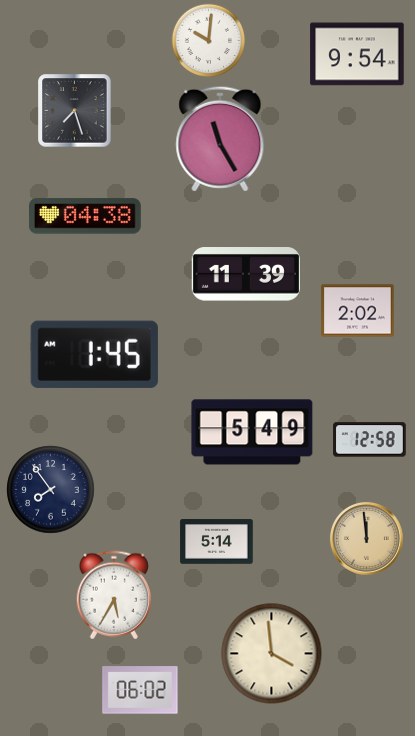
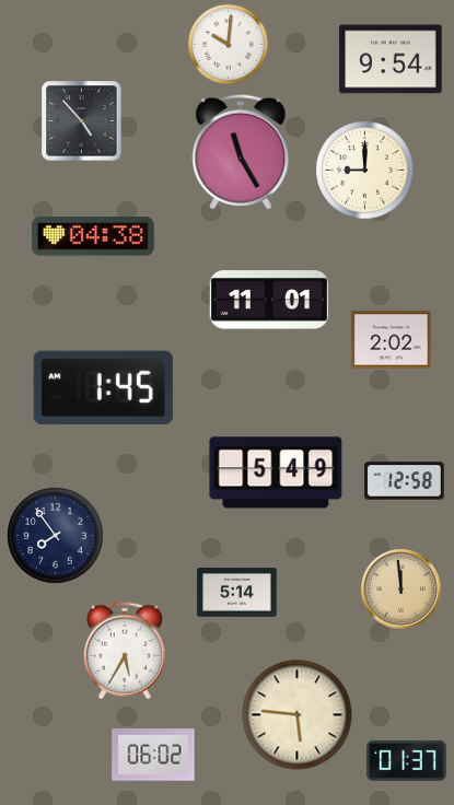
clock at (75, 111): 7:27 -> 4:53
clock at (365, 171): none -> 9:00
clock at (246, 275): 11:39 -> 11:01
clock at (272, 654): 3:59 -> 5:46
clock at (407, 760): none -> 01:37
